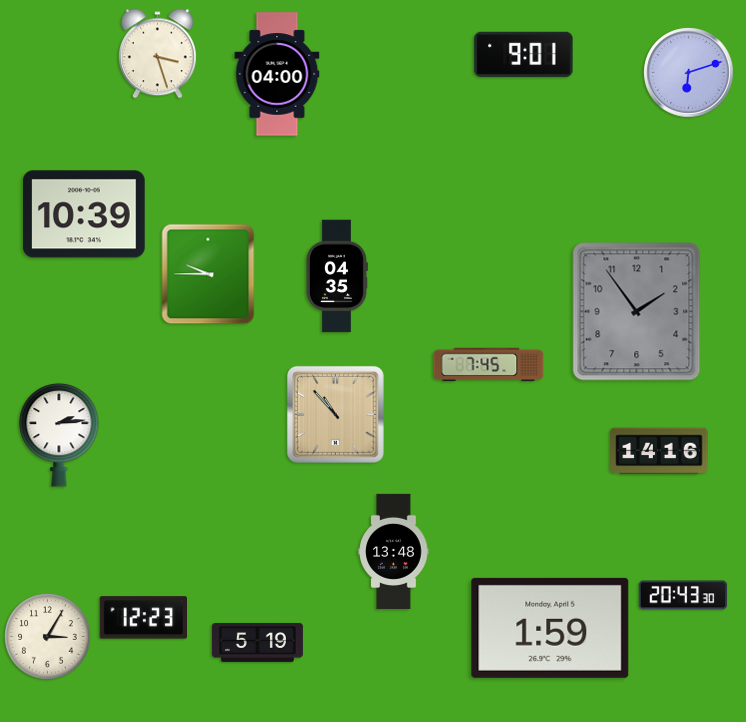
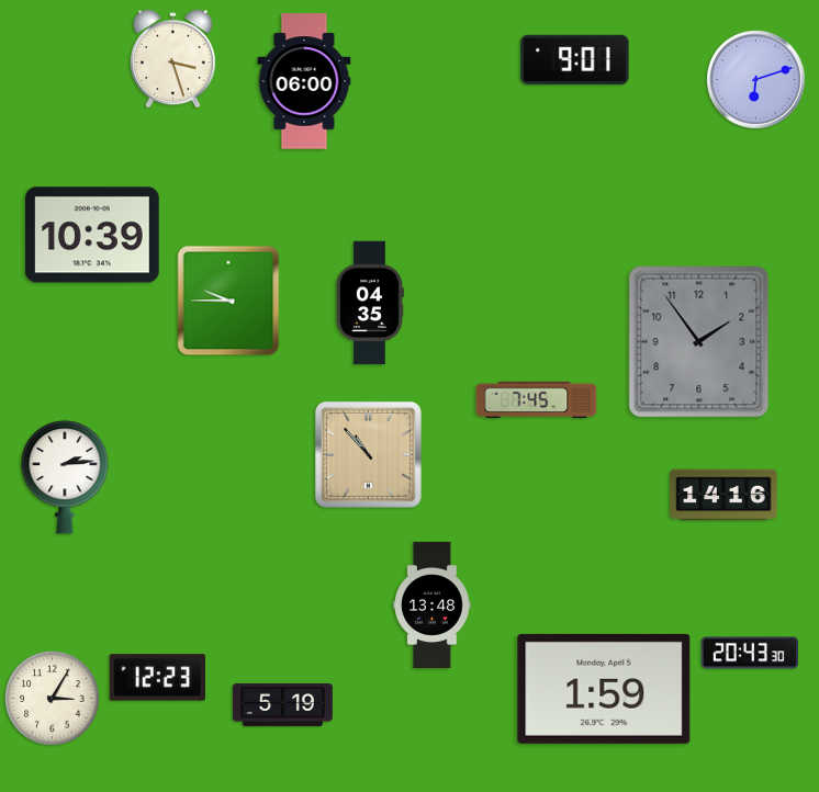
clock at (277, 74): 04:00 -> 06:00
